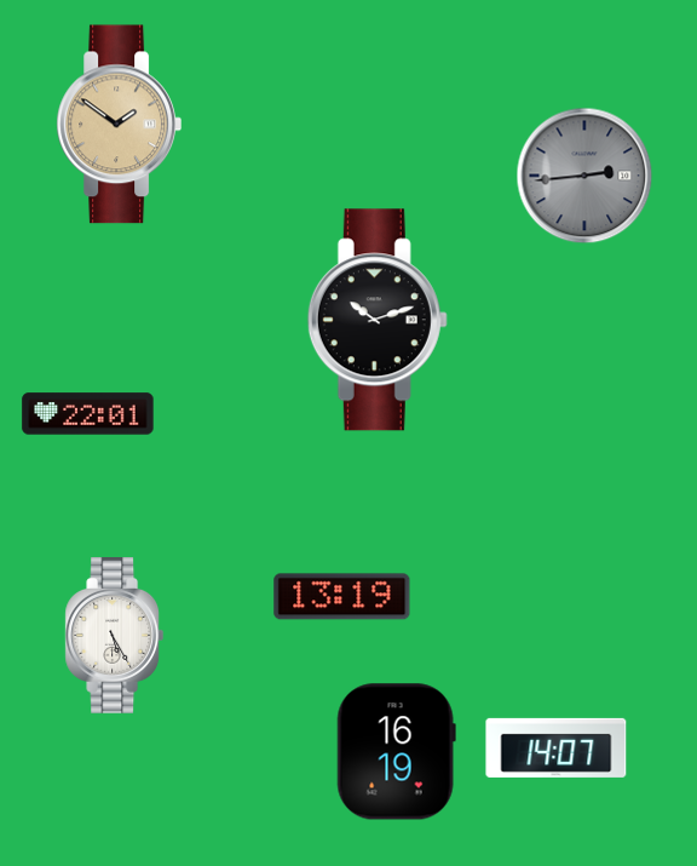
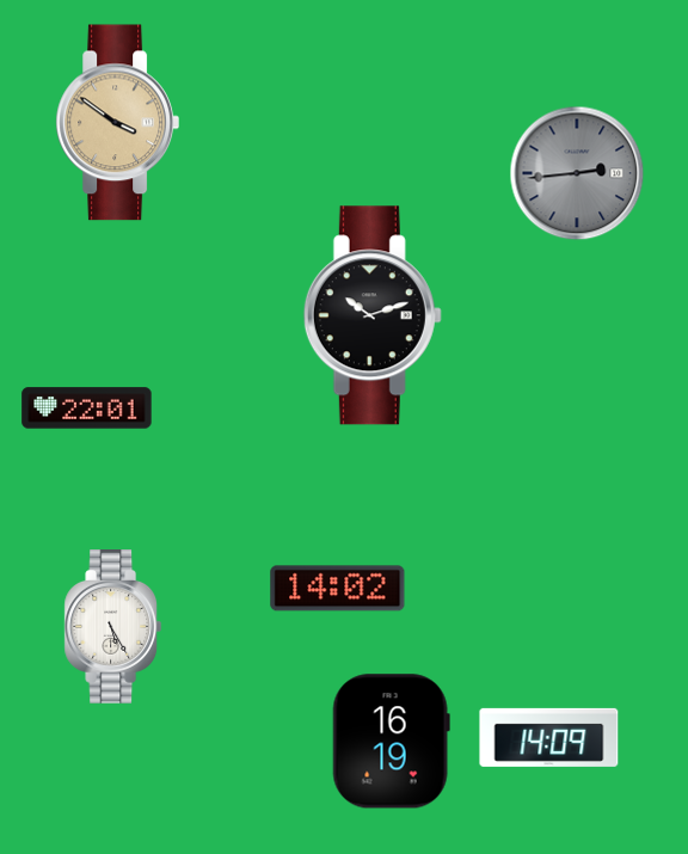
clock at (119, 125): 1:51 -> 3:51
clock at (342, 597): 13:19 -> 14:02
clock at (557, 747): 14:07 -> 14:09
